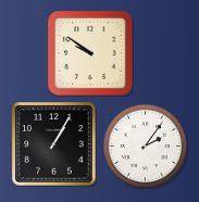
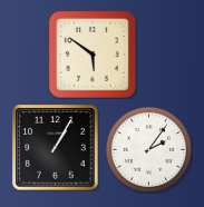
clock at (91, 54): 9:51 -> 5:51
